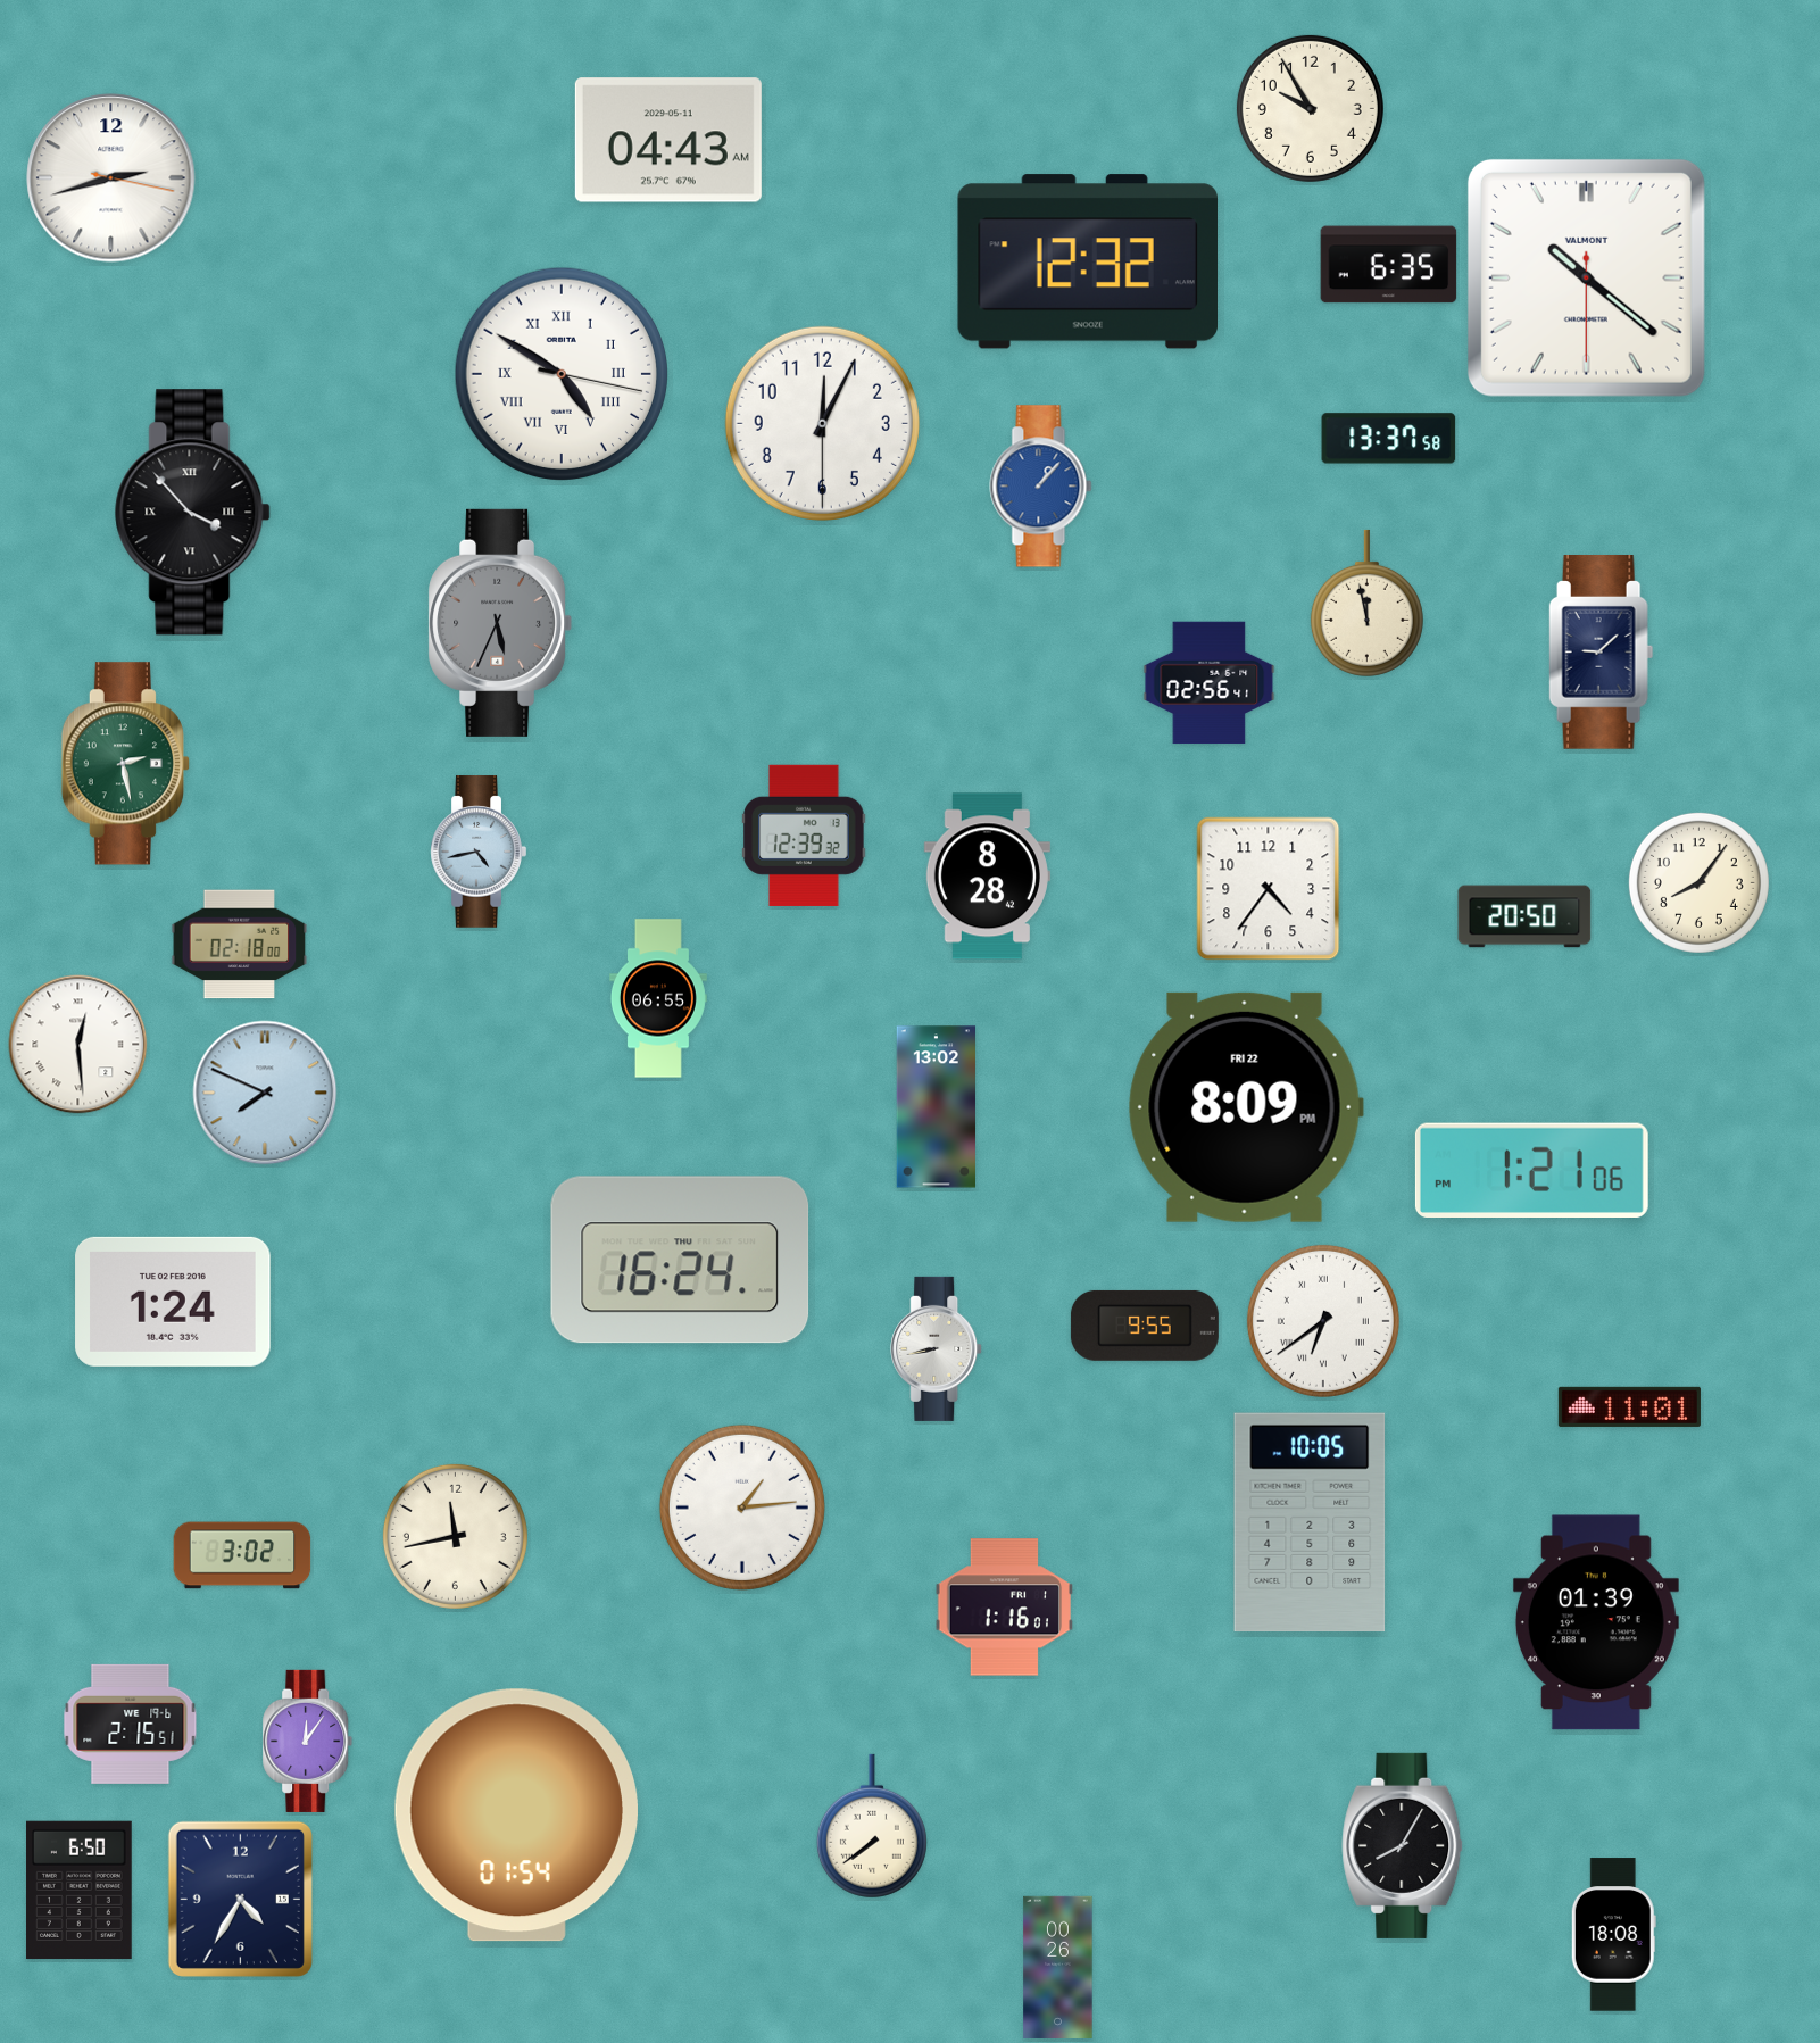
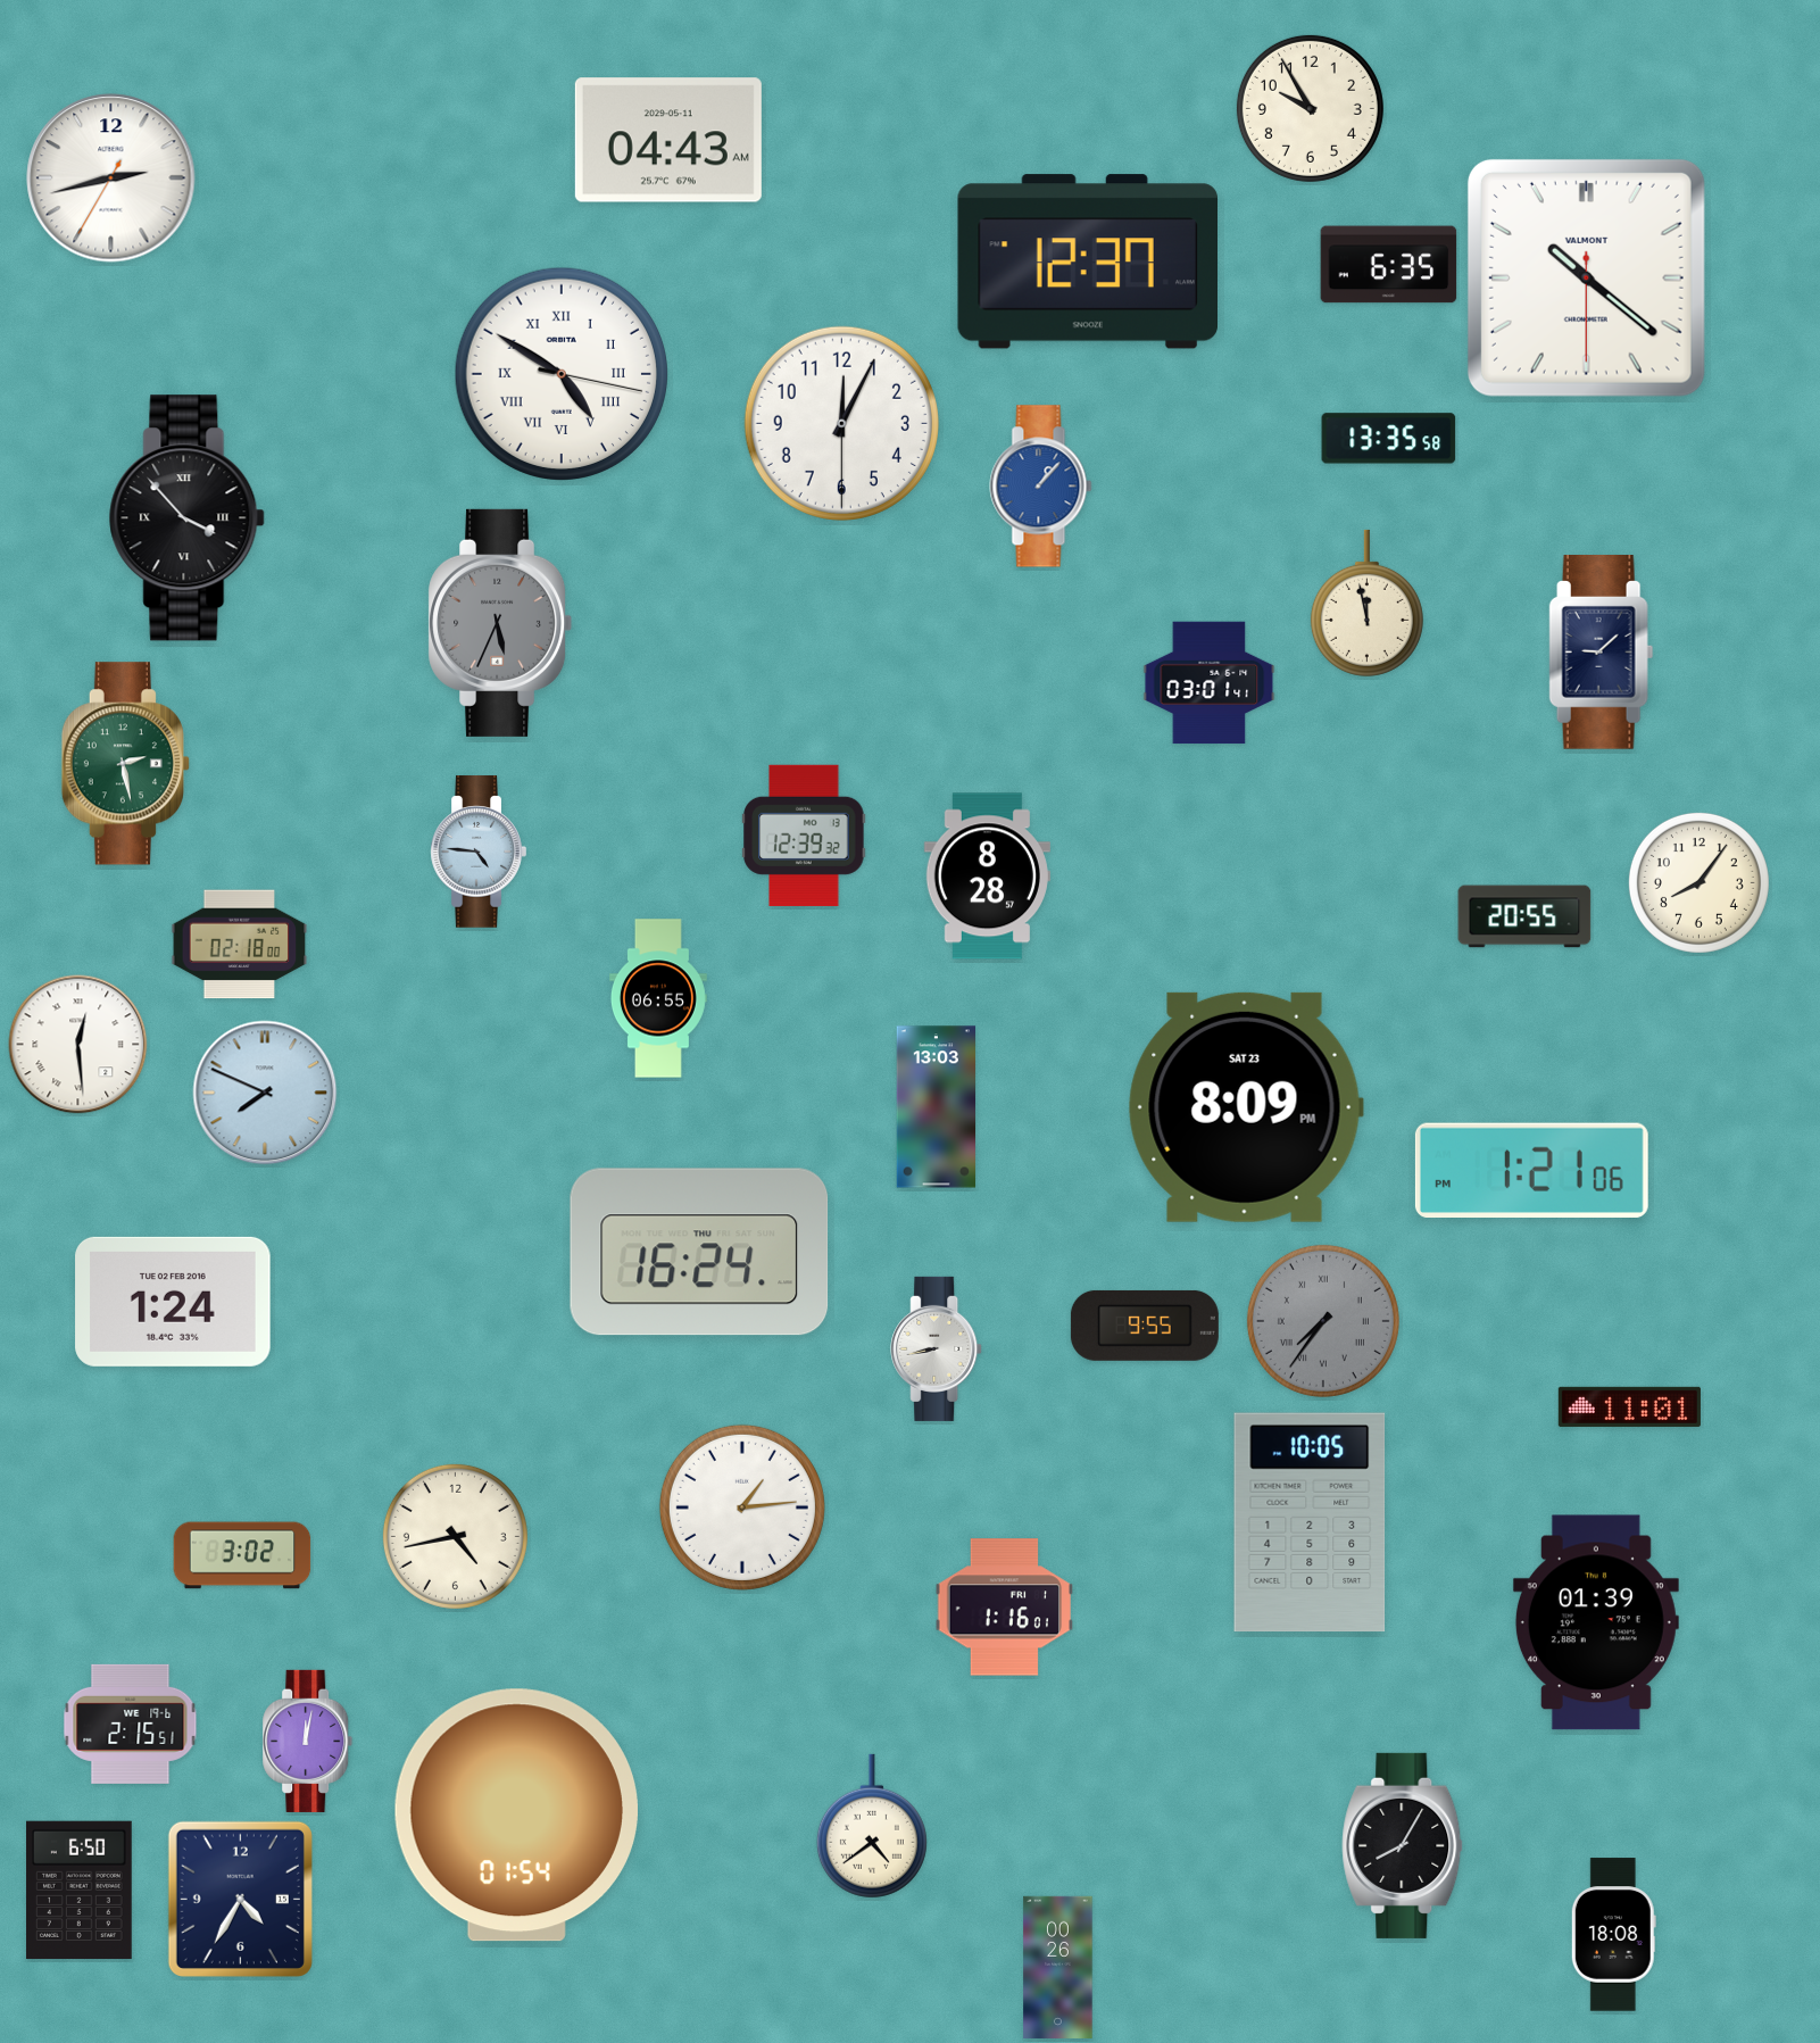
clock at (111, 178): 2:42:17 -> 2:42:35
clock at (1087, 261): 12:32 -> 12:37
clock at (822, 423) position: (822, 423) -> (841, 423)
clock at (1389, 439): 13:37 -> 13:35
clock at (193, 513) position: (193, 513) -> (188, 518)
clock at (1210, 683): 02:56 -> 03:01
clock at (479, 852): 4:43 -> 4:46
clock at (987, 877): 8:28:42 -> 8:28:57
clock at (1269, 889): 4:36 -> none
clock at (1524, 916): 20:50 -> 20:55
clock at (937, 1107): 13:02 -> 13:03
clock at (1246, 1107) date: FRI 22 -> SAT 23
clock at (680, 1260) position: (680, 1260) -> (699, 1252)
clock at (1323, 1321): 6:39 -> 7:36
clock at (1323, 1321) dial: white -> grey
clock at (455, 1536): 11:43 -> 4:43
clock at (308, 1741): 12:06 -> 12:02
clock at (872, 1826): 7:39 -> 4:39
